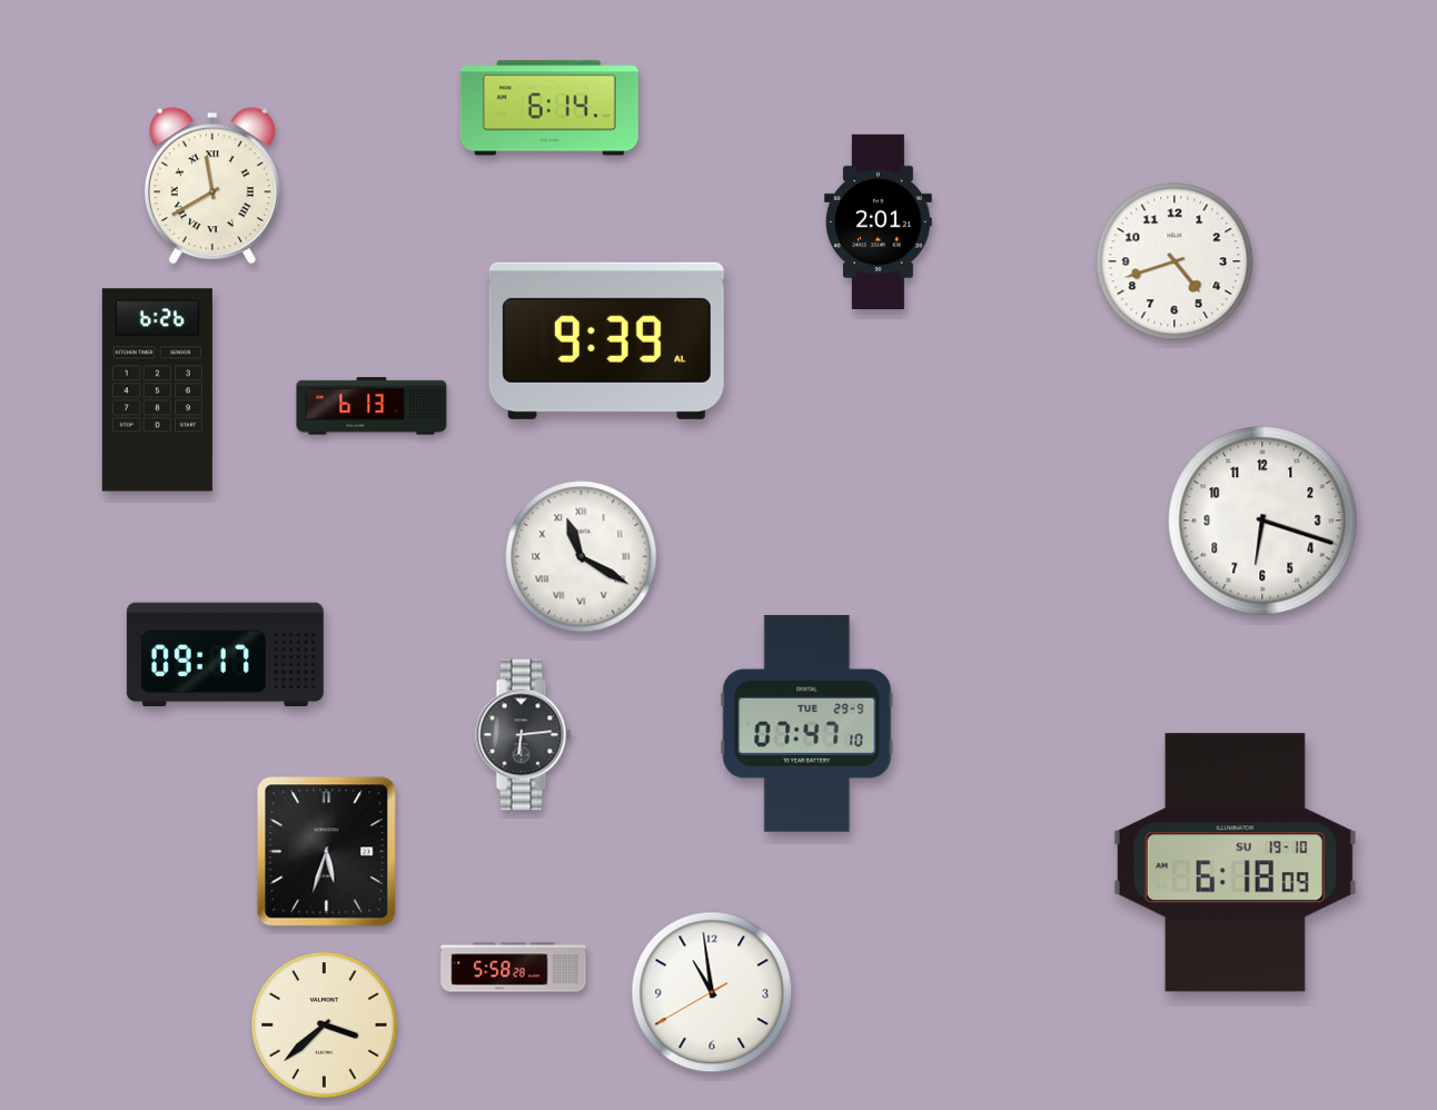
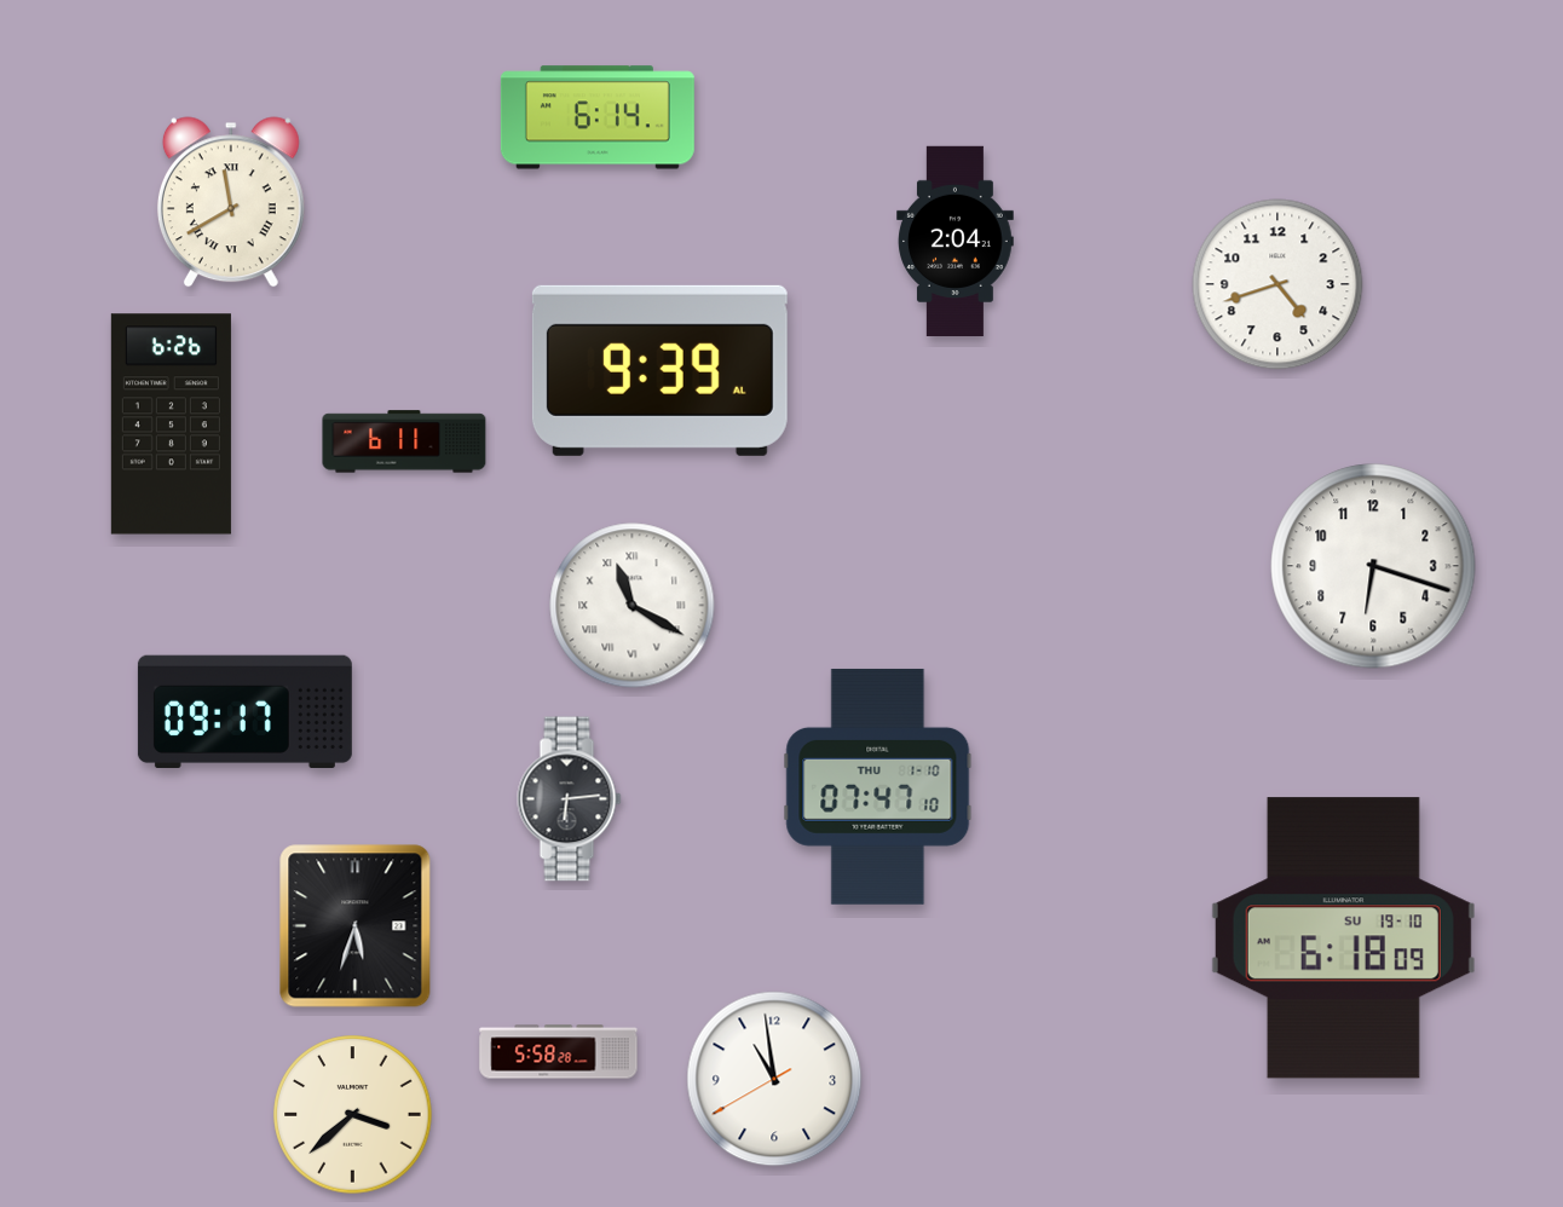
clock at (879, 221): 2:01 -> 2:04
clock at (371, 406): 6:13 -> 6:11
clock at (807, 723) date: TUE 29-9 -> THU 1-10
